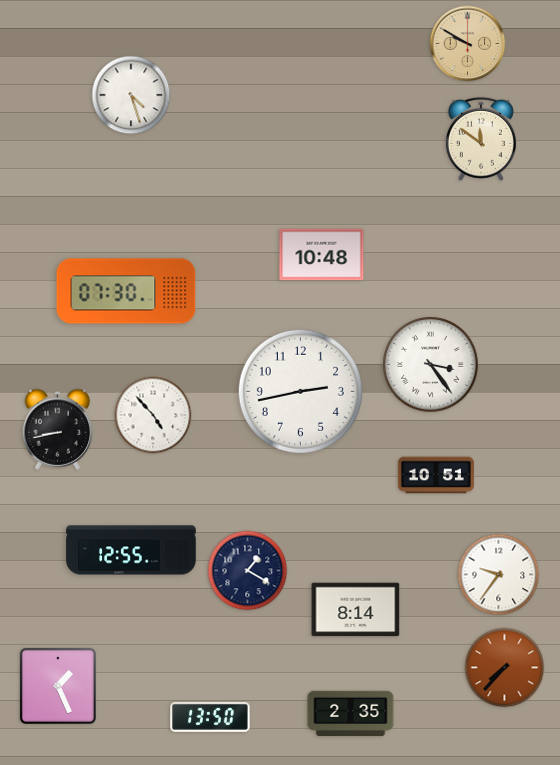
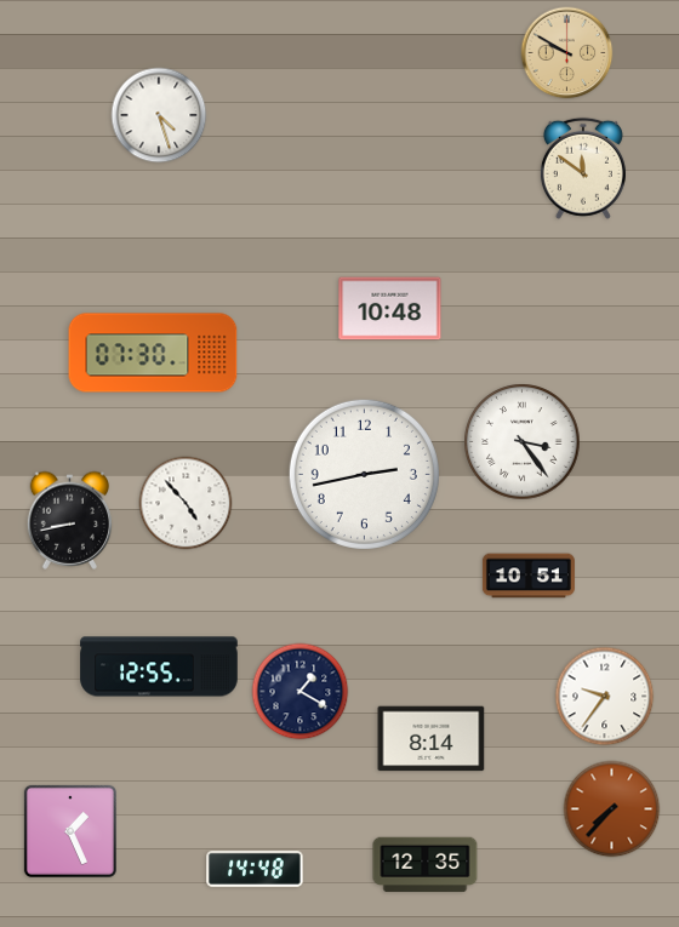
clock at (351, 714): 2:35 -> 12:35
clock at (210, 717): 13:50 -> 14:48
